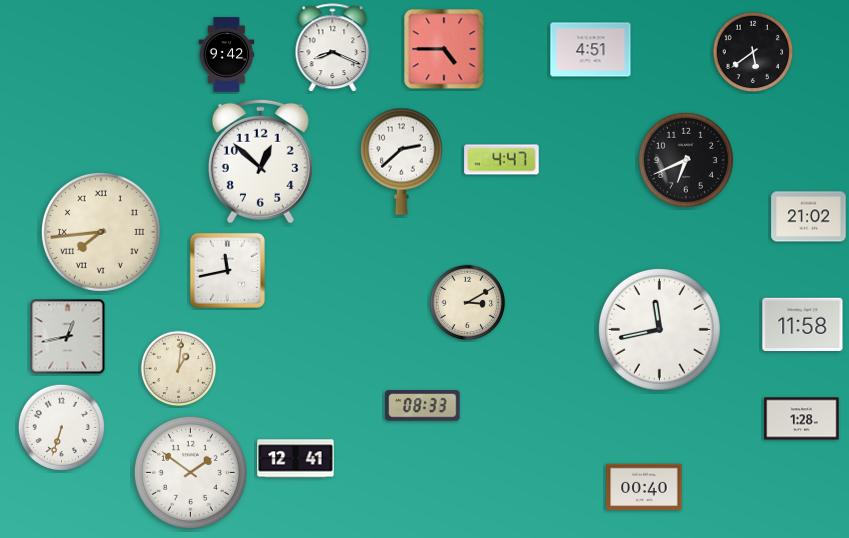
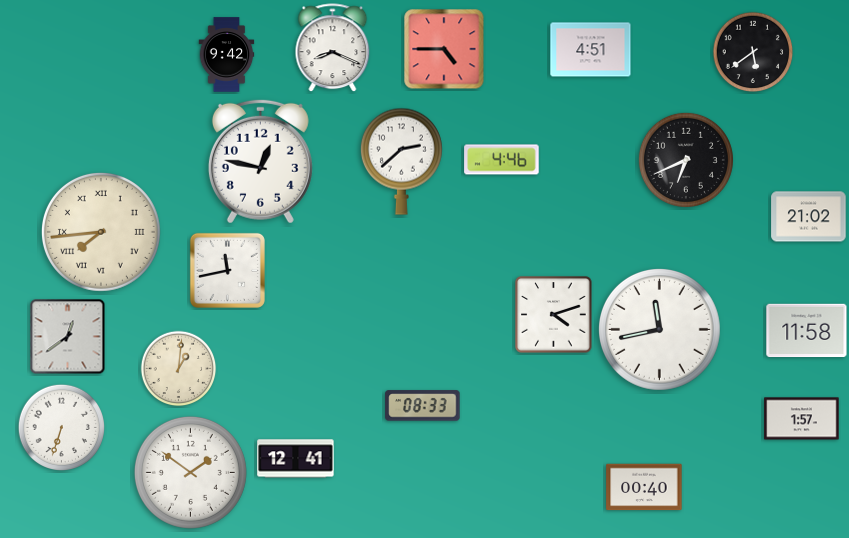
clock at (502, 160): 4:47 -> 4:46
clock at (260, 161): 12:52 -> 12:47
clock at (468, 303): 3:10 -> none
clock at (554, 315): none -> 4:12
clock at (803, 325) position: (803, 325) -> (807, 331)
clock at (68, 337): 12:43 -> 12:39
clock at (802, 419): 1:28 -> 1:57
